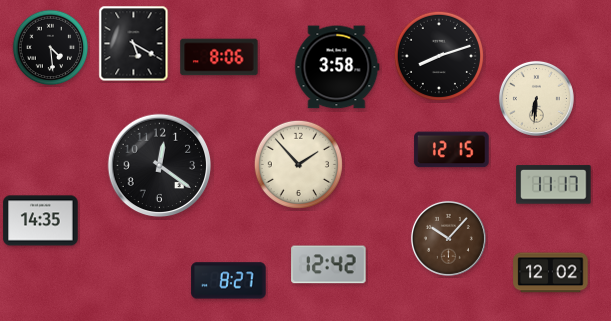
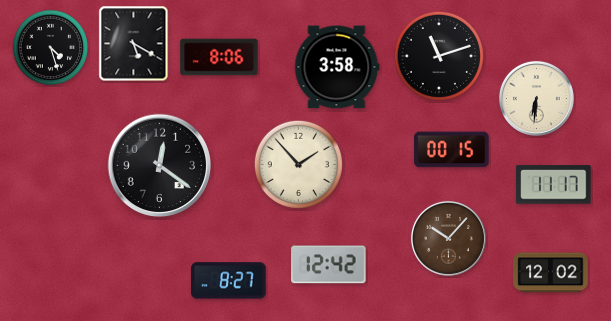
clock at (51, 48): 4:29 -> 4:27
clock at (439, 56): 8:12 -> 11:12
clock at (452, 150): 12:15 -> 00:15
clock at (41, 221): 14:35 -> none
